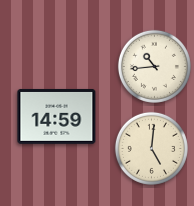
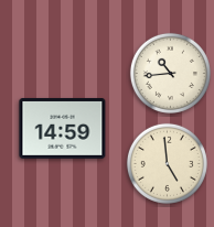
clock at (151, 148): 5:01 -> 4:59
